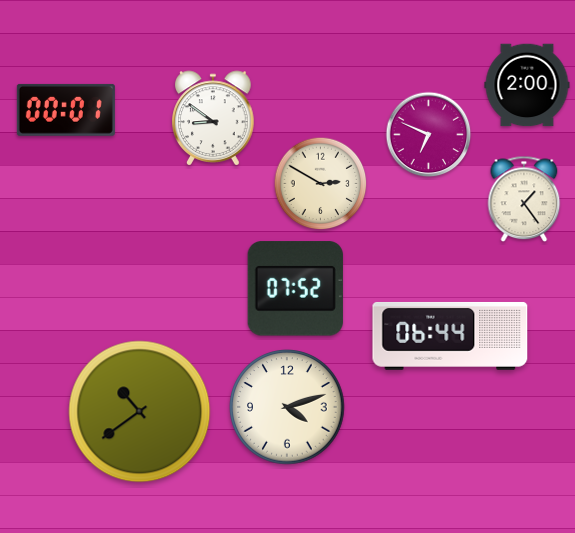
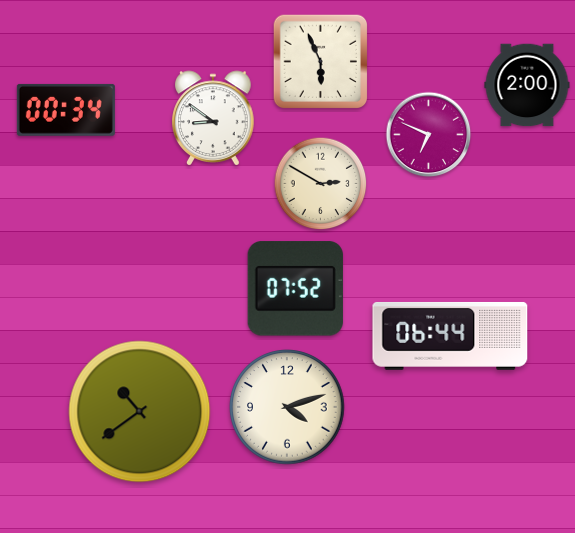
clock at (320, 61): none -> 5:56
clock at (66, 110): 00:01 -> 00:34
clock at (524, 199): 1:24 -> none
